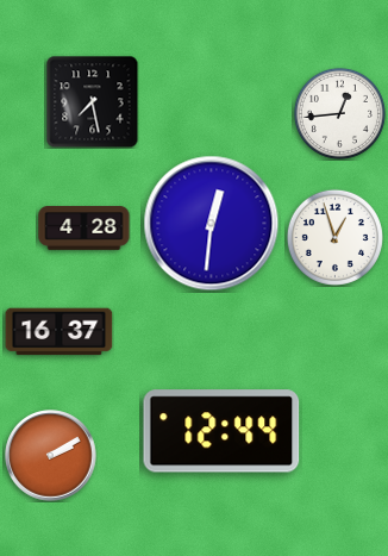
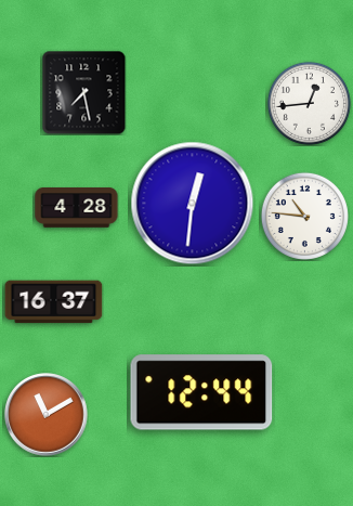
clock at (334, 237): 12:57 -> 10:46
clock at (51, 456): 2:10 -> 11:10
